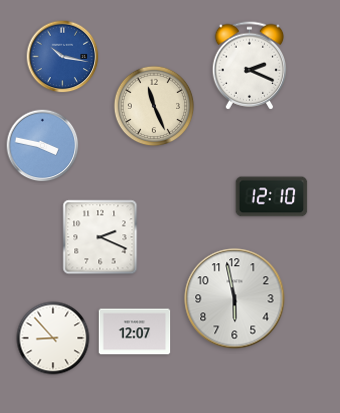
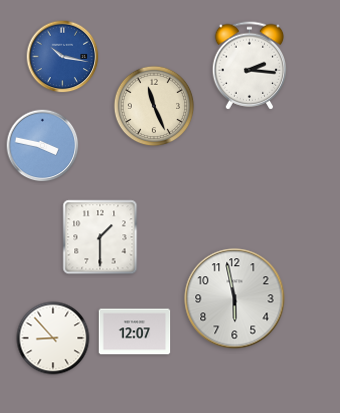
clock at (250, 66): 2:19 -> 2:16
clock at (272, 197): 12:10 -> none
clock at (100, 237): 2:19 -> 1:30
